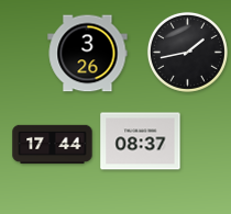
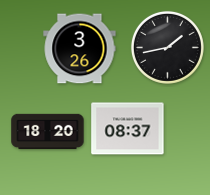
clock at (187, 52) position: (187, 52) -> (167, 47)
clock at (53, 145): 17:44 -> 18:20
